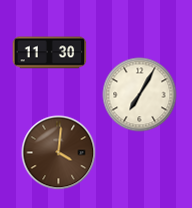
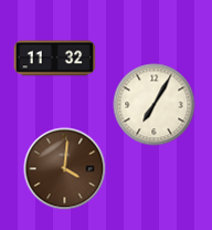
clock at (50, 53): 11:30 -> 11:32
